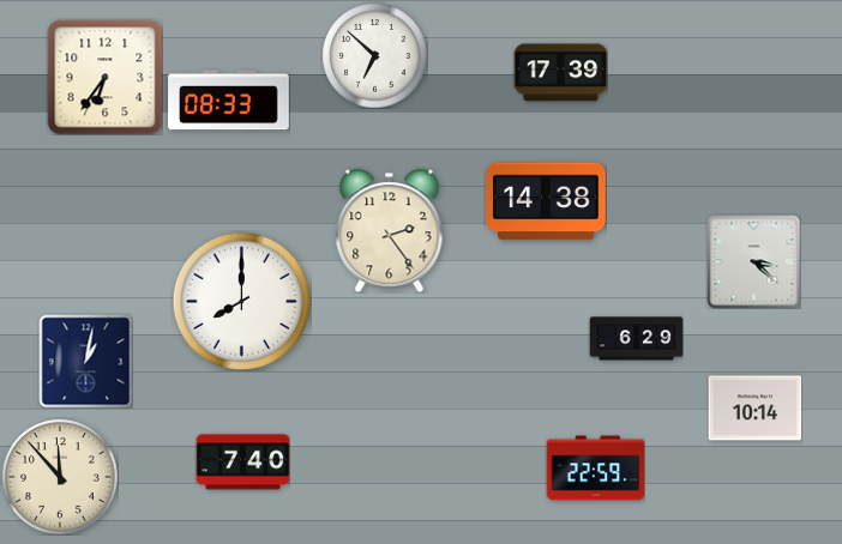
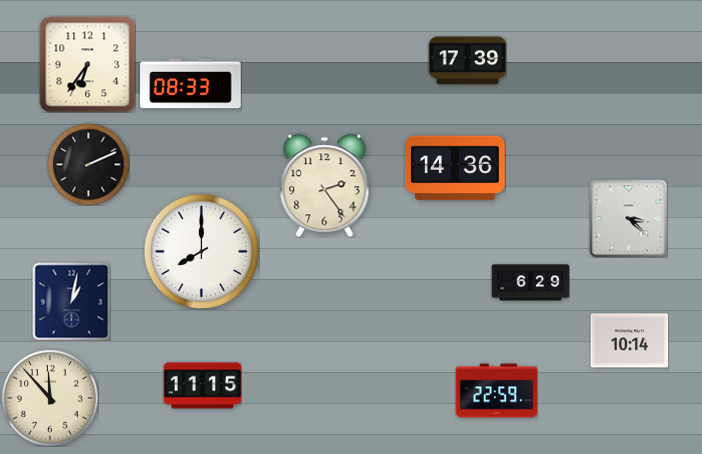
clock at (374, 55): 6:52 -> none
clock at (88, 164): none -> 2:11
clock at (547, 201): 14:38 -> 14:36
clock at (390, 230) position: (390, 230) -> (325, 185)
clock at (242, 463): 7:40 -> 11:15
